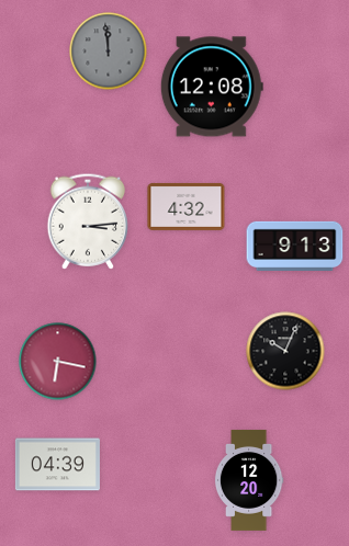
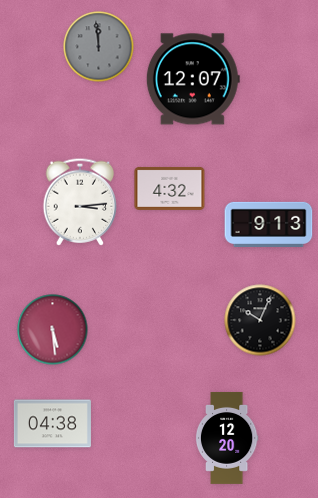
clock at (212, 87): 12:08 -> 12:07
clock at (58, 362): 6:17 -> 5:29
clock at (57, 465): 04:39 -> 04:38
